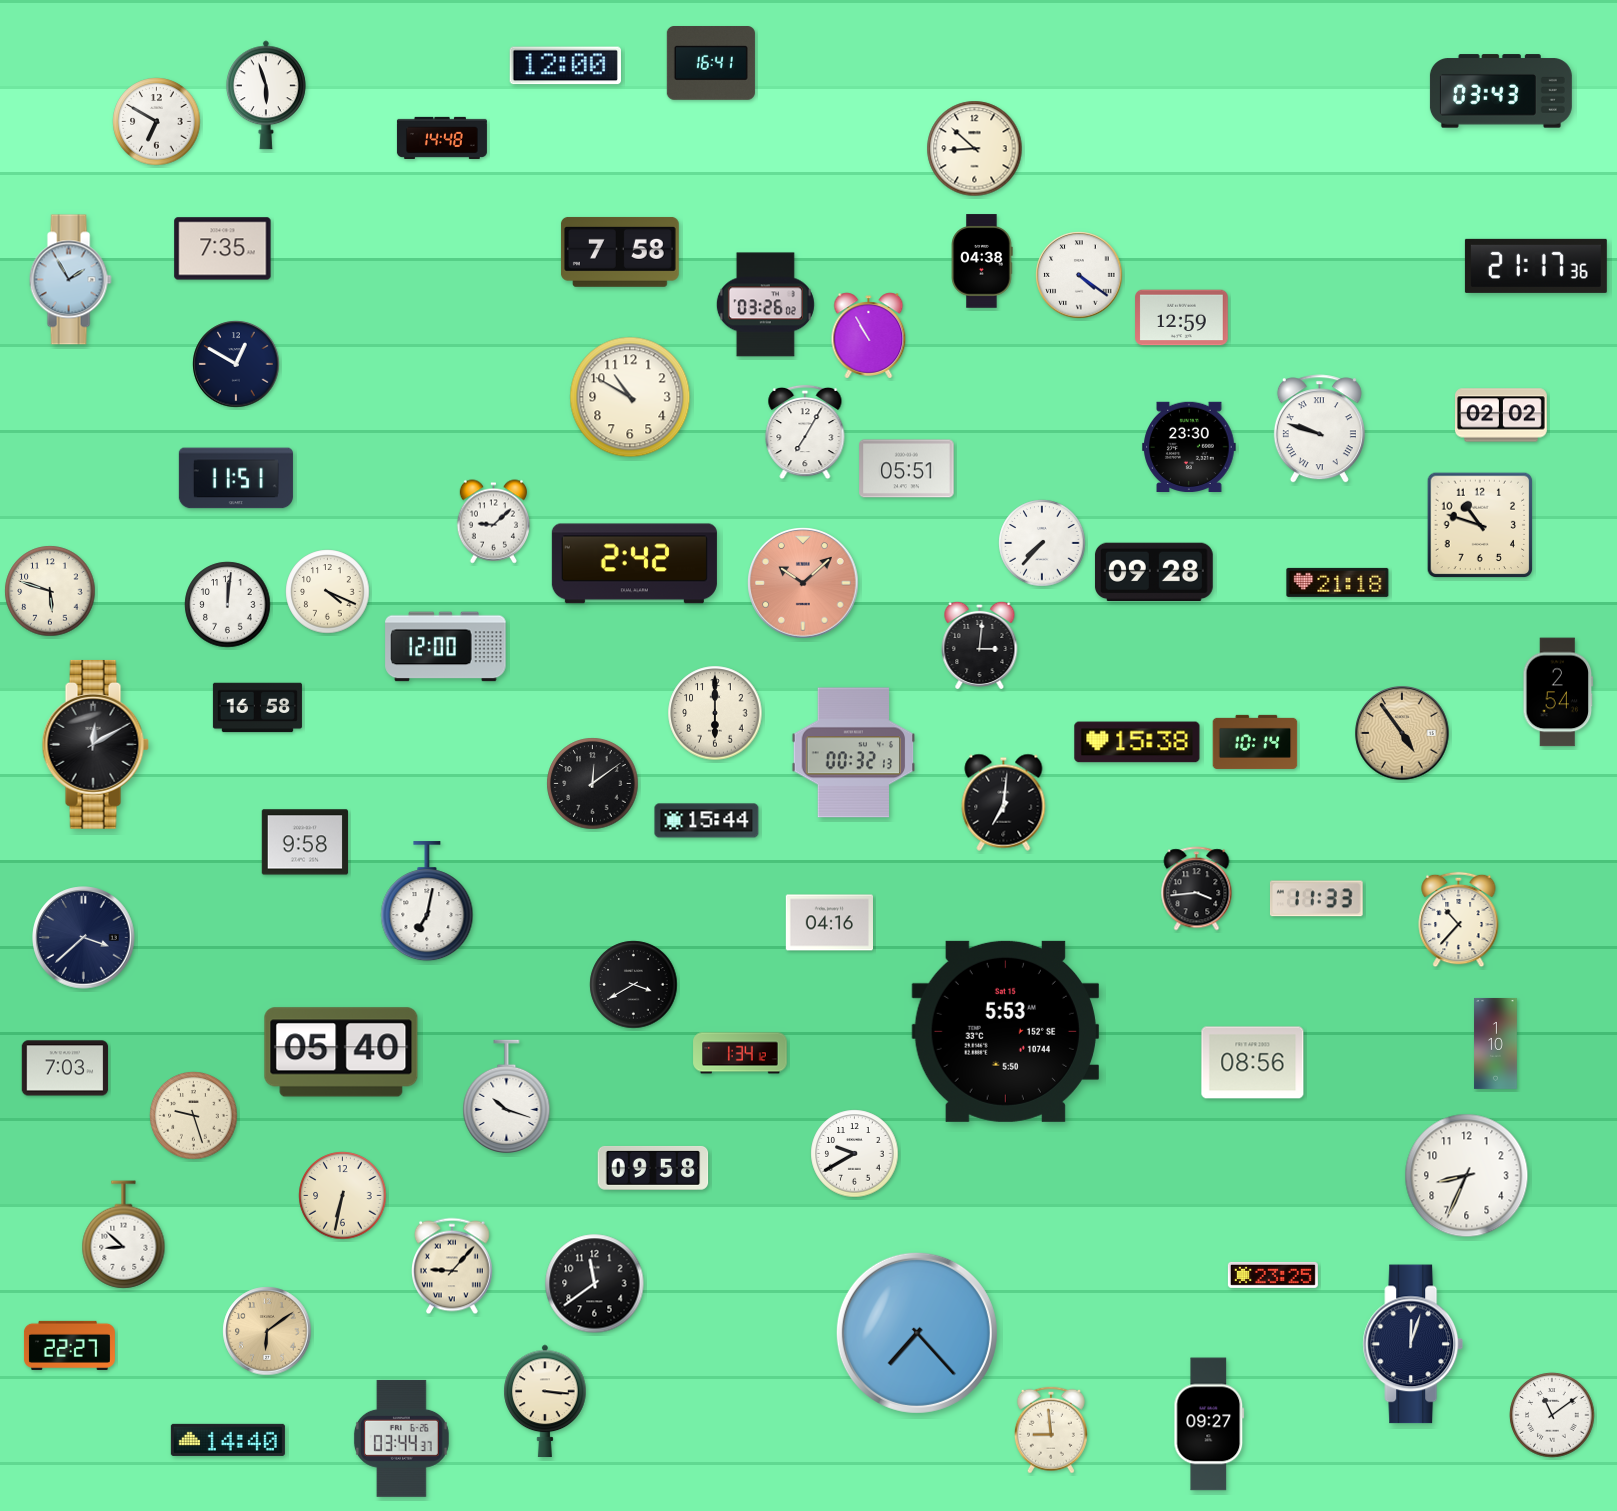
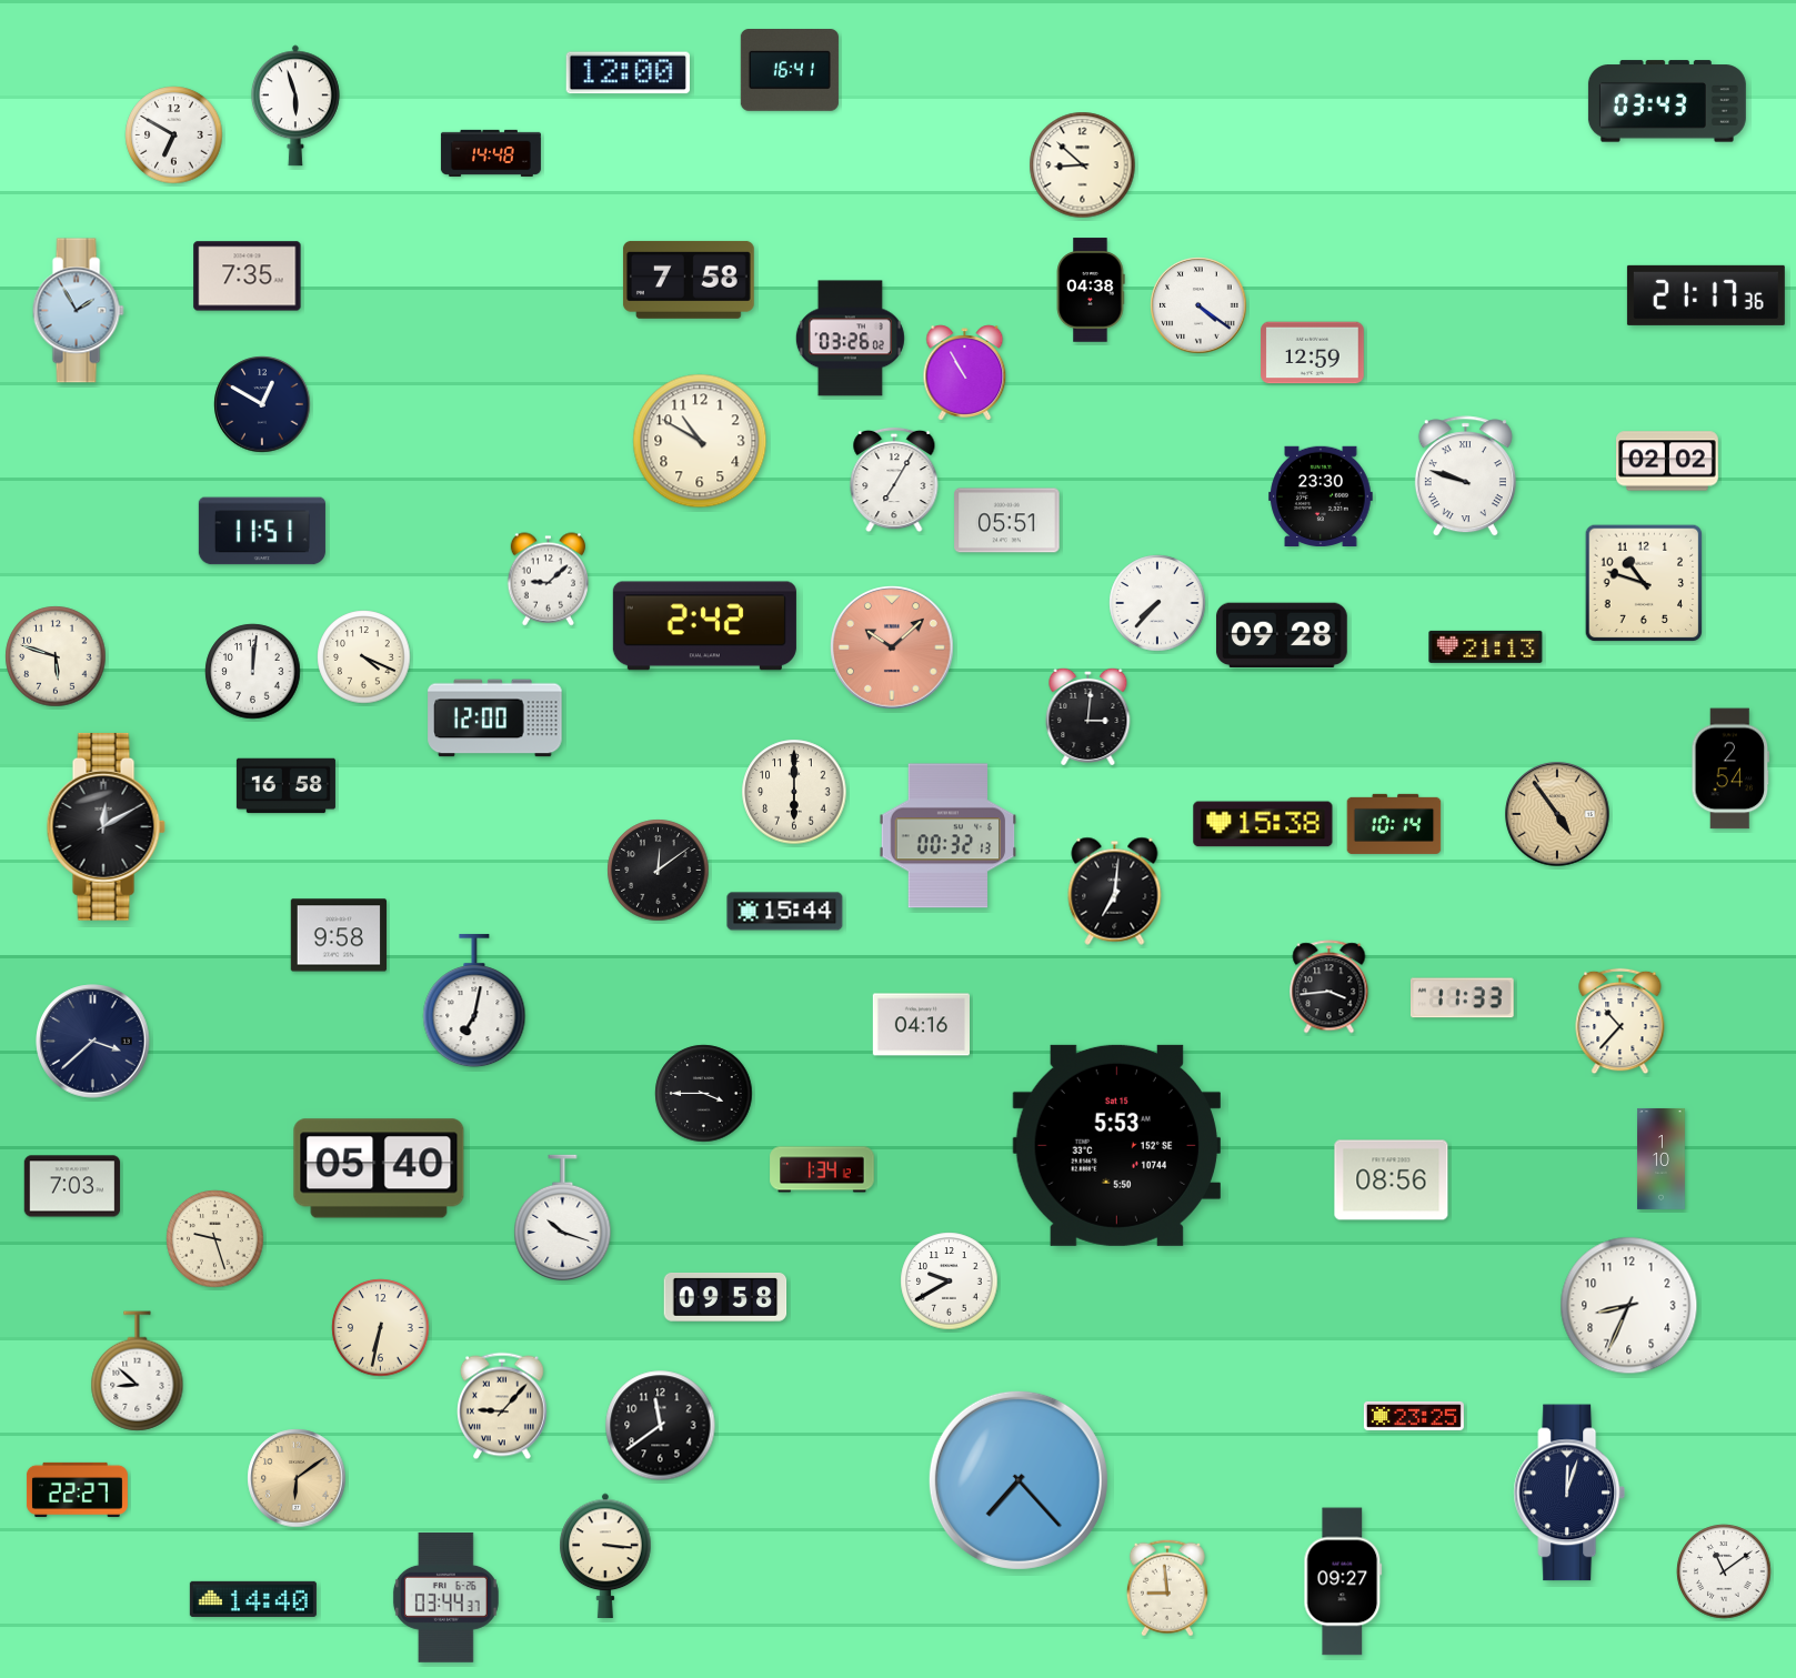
clock at (1338, 582): 21:18 -> 21:13
clock at (634, 985): 3:40 -> 3:45
clock at (69, 1345) position: (69, 1345) -> (77, 1489)
